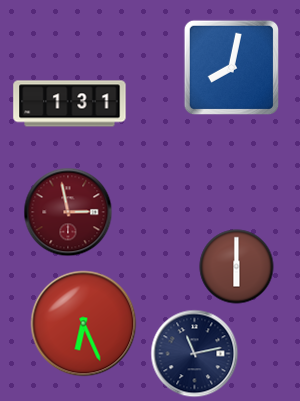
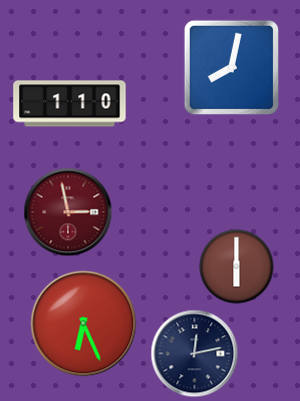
clock at (70, 104): 1:31 -> 1:10
clock at (195, 354): 11:13 -> 12:13
